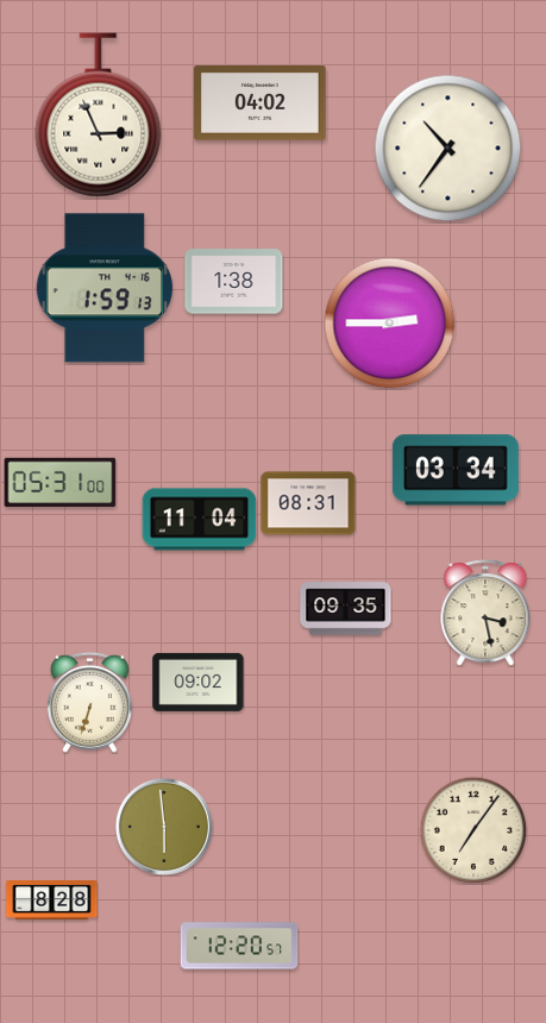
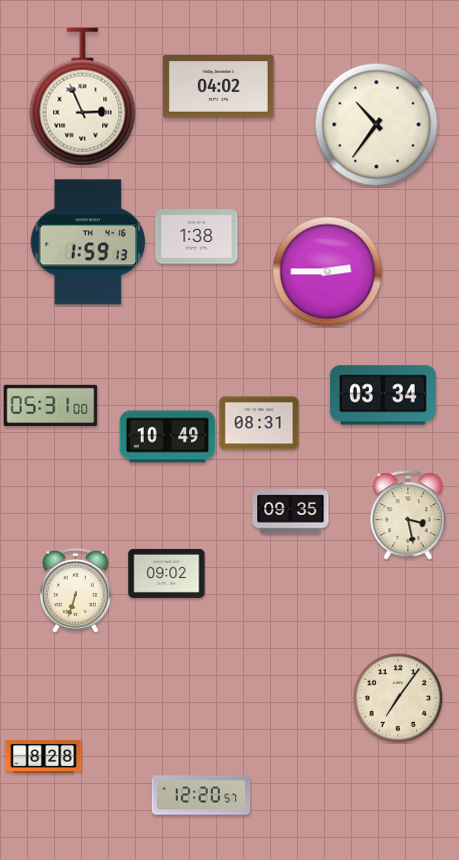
clock at (200, 520): 11:04 -> 10:49
clock at (164, 827): 5:59 -> none
